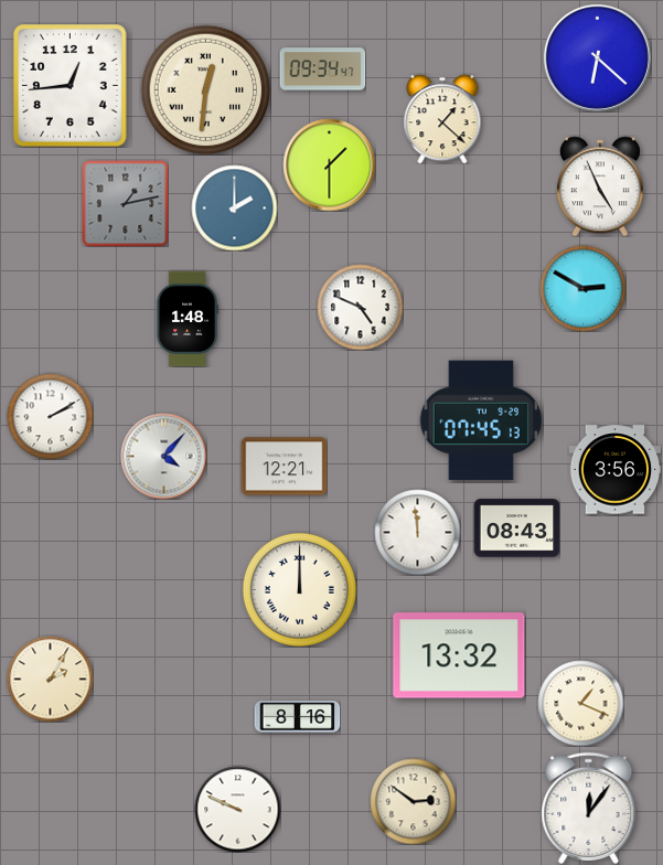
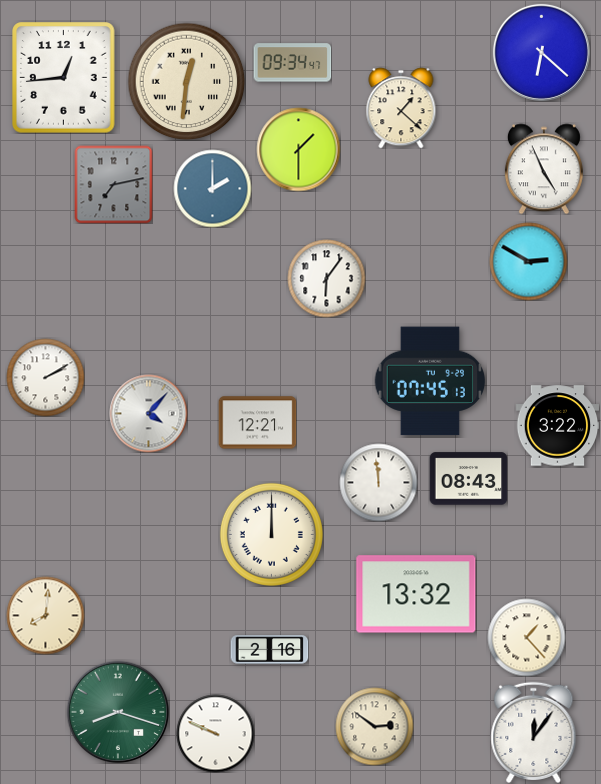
clock at (125, 203): 1:13 -> 7:13
clock at (360, 307): 4:49 -> 6:06
clock at (188, 319): 1:48 -> none
clock at (480, 420) position: (480, 420) -> (429, 381)
clock at (614, 470): 3:56 -> 3:22
clock at (50, 679): 2:05 -> 8:01
clock at (580, 703): 1:19 -> 1:23
clock at (297, 717): 8:16 -> 2:16
clock at (118, 712): none -> 8:18
